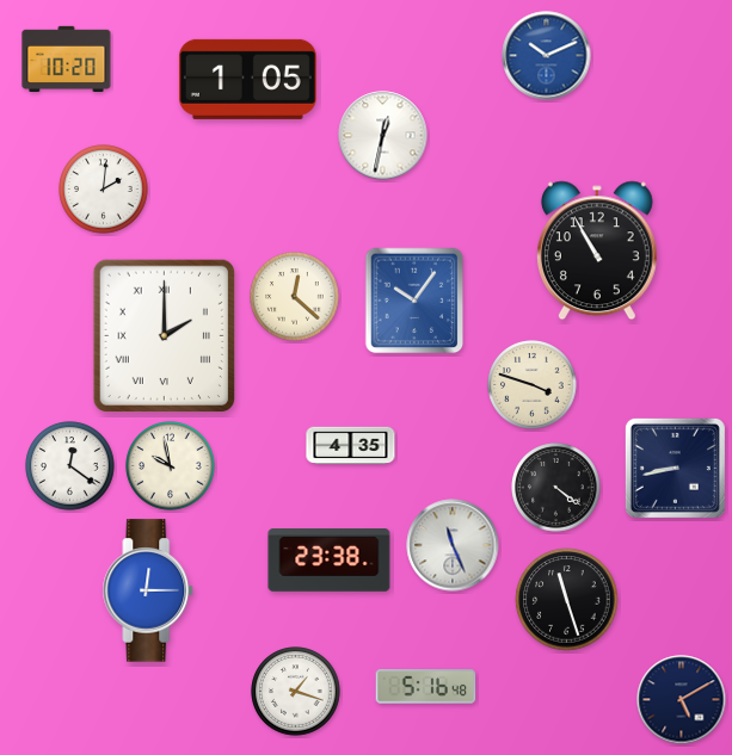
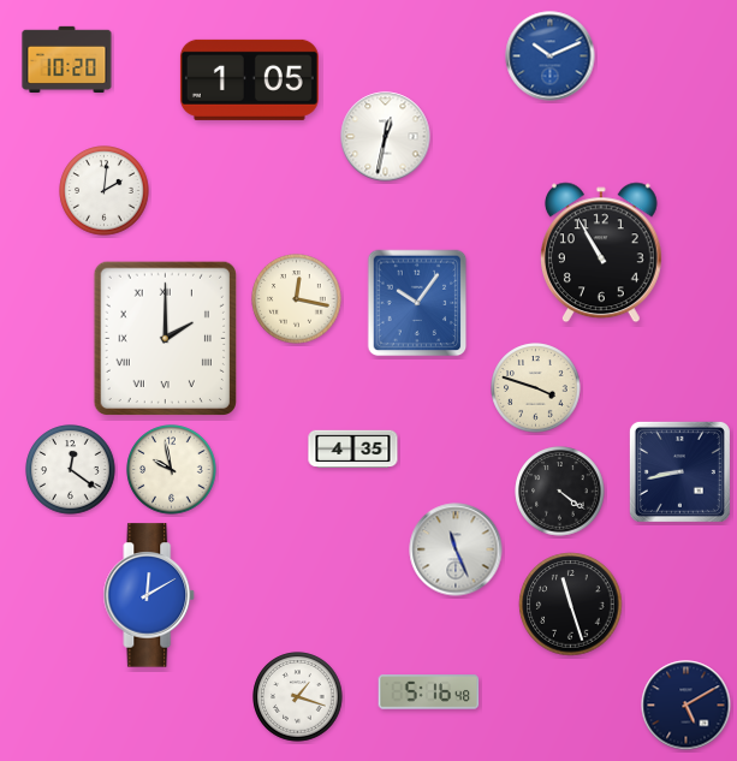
clock at (295, 297): 12:22 -> 12:17
clock at (330, 561): 23:38 -> none
clock at (148, 590): 12:15 -> 12:10
